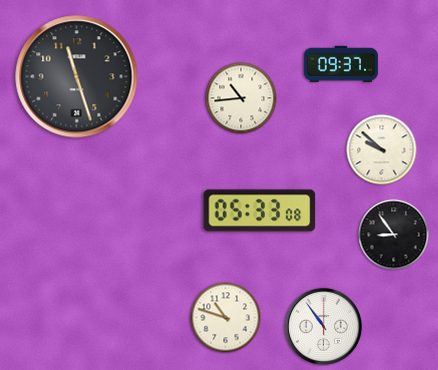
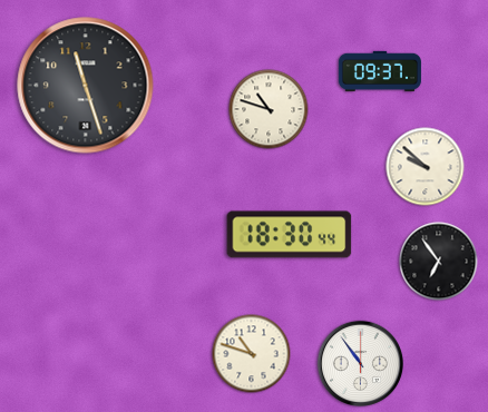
clock at (241, 98): 10:44 -> 10:48
clock at (260, 211): 05:33 -> 18:30
clock at (394, 235): 8:54 -> 6:54
